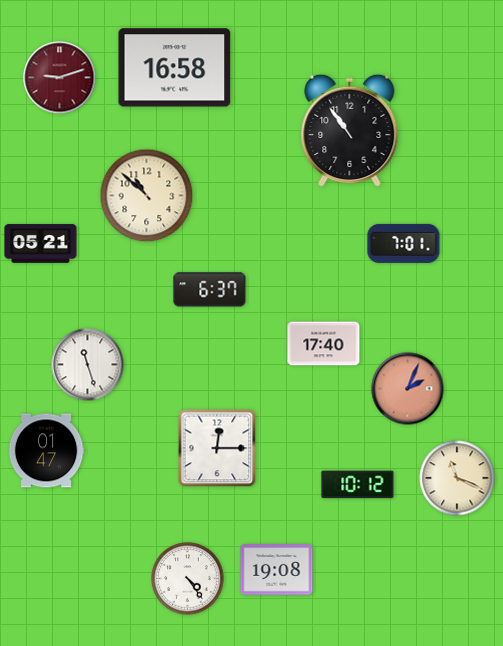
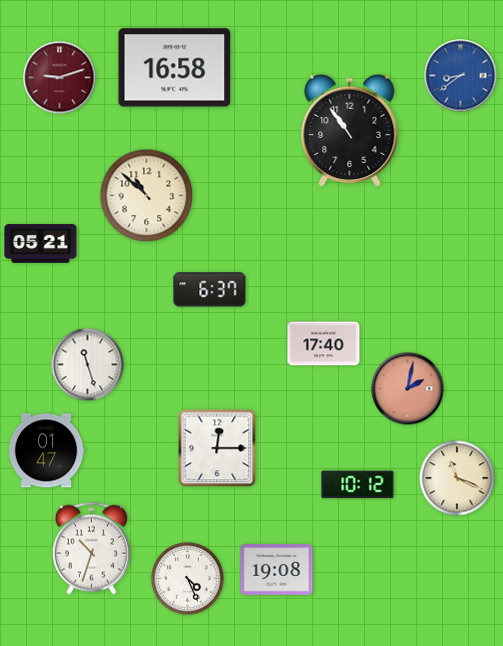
clock at (461, 76): none -> 8:39
clock at (404, 243): 7:01 -> none
clock at (408, 389): 2:04 -> 2:02
clock at (91, 548): none -> 10:33
clock at (188, 579): 4:24 -> 4:26
